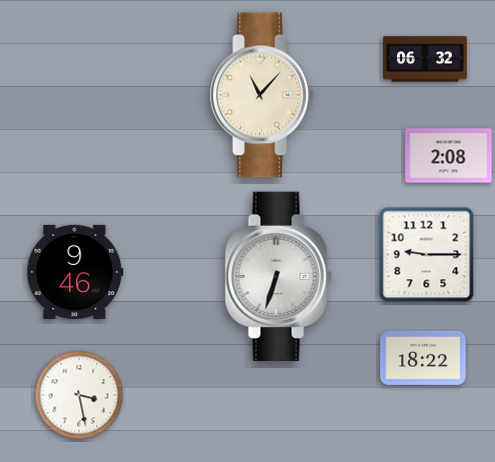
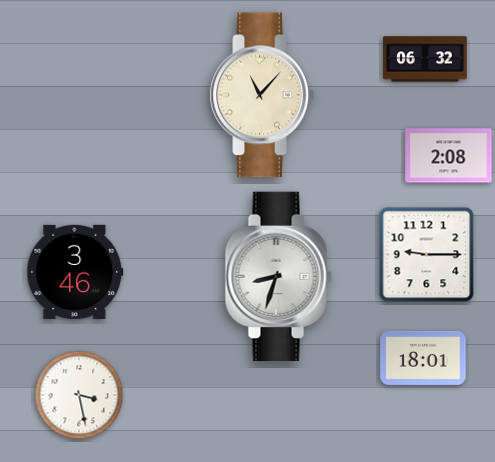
clock at (75, 272): 9:46 -> 3:46
clock at (278, 276): 6:33 -> 8:33
clock at (423, 358): 18:22 -> 18:01
